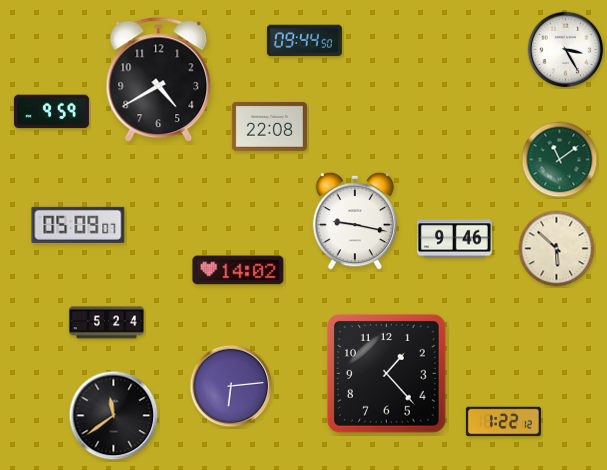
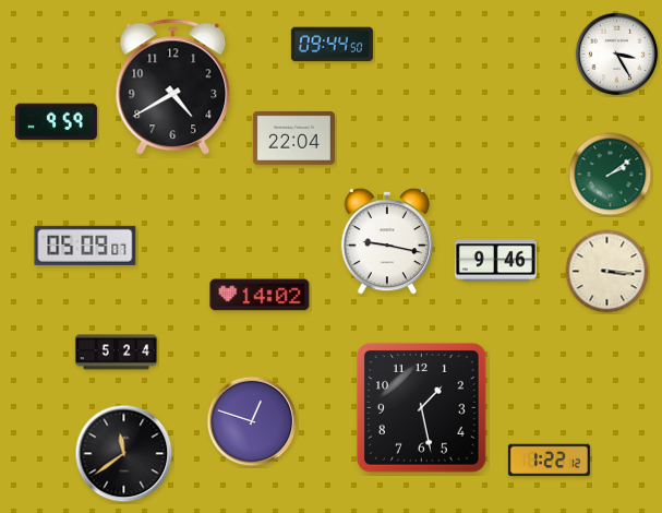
clock at (269, 126): 22:08 -> 22:04
clock at (560, 160): 11:09 -> 2:09
clock at (557, 249): 5:52 -> 3:16
clock at (386, 373): 1:23 -> 1:28
clock at (231, 386): 6:14 -> 12:48
